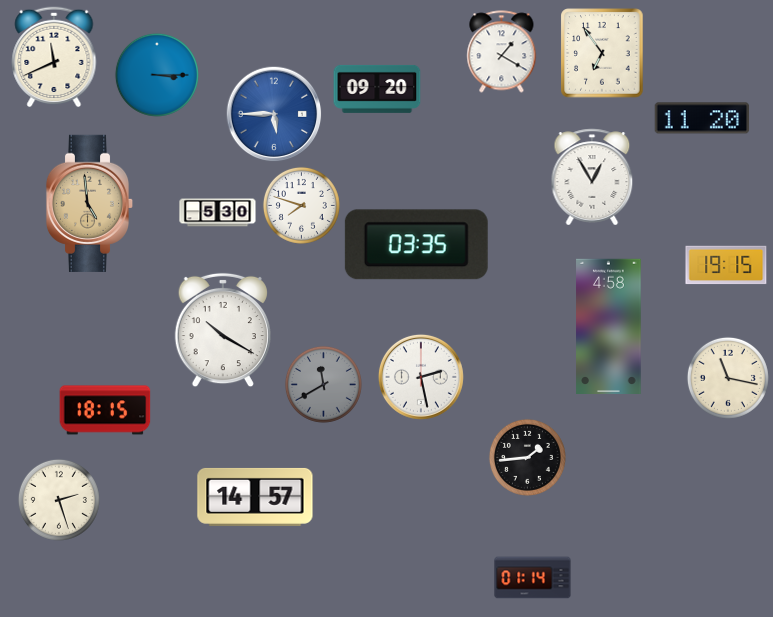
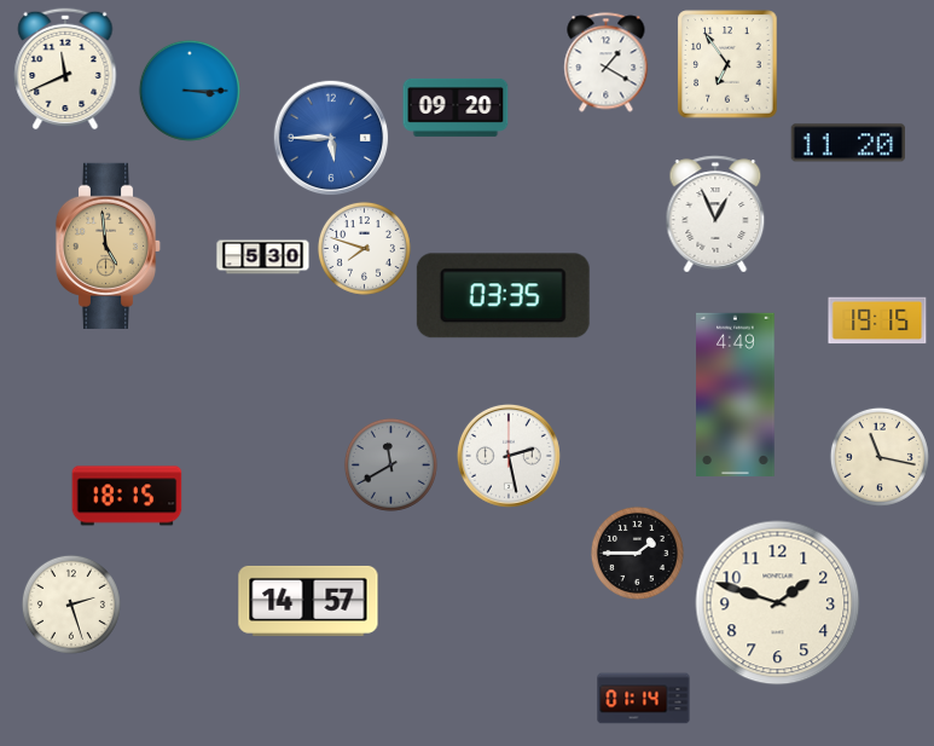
clock at (592, 177): 12:55 -> 12:56
clock at (609, 327): 4:58 -> 4:49
clock at (223, 330): 10:20 -> none
clock at (527, 457): 1:44 -> 1:45
clock at (778, 603): none -> 1:48
